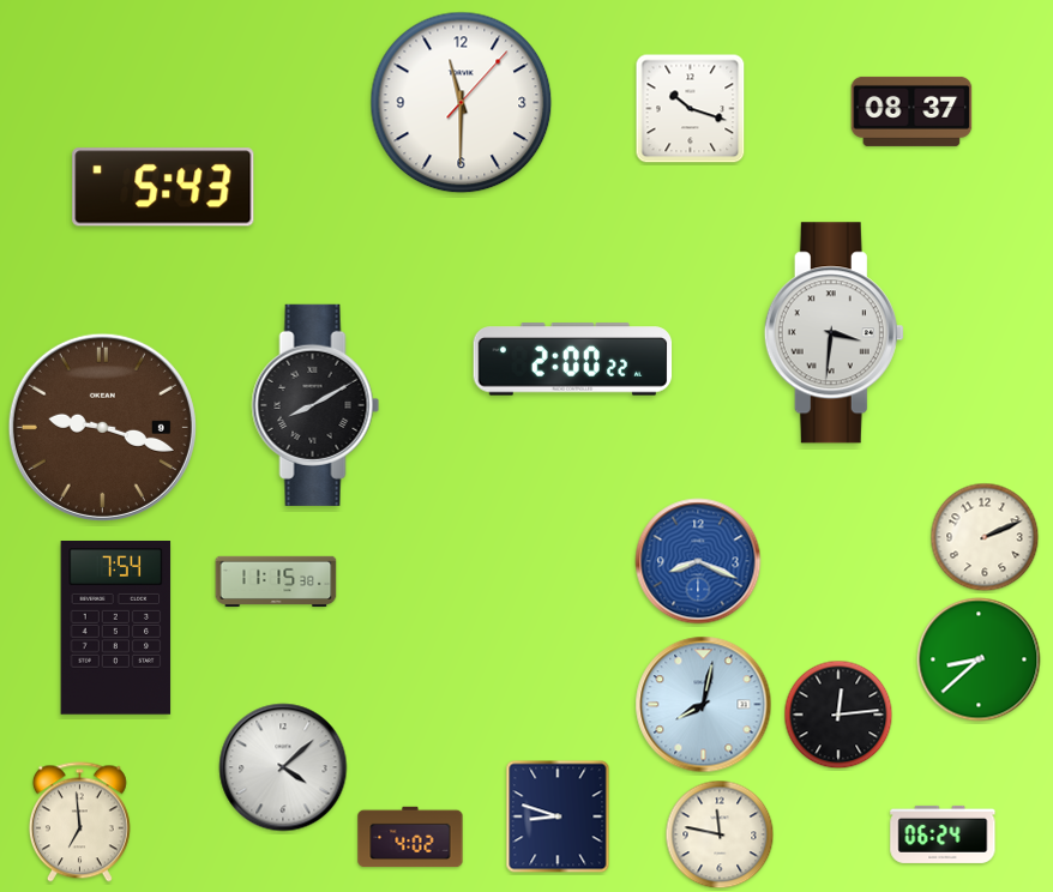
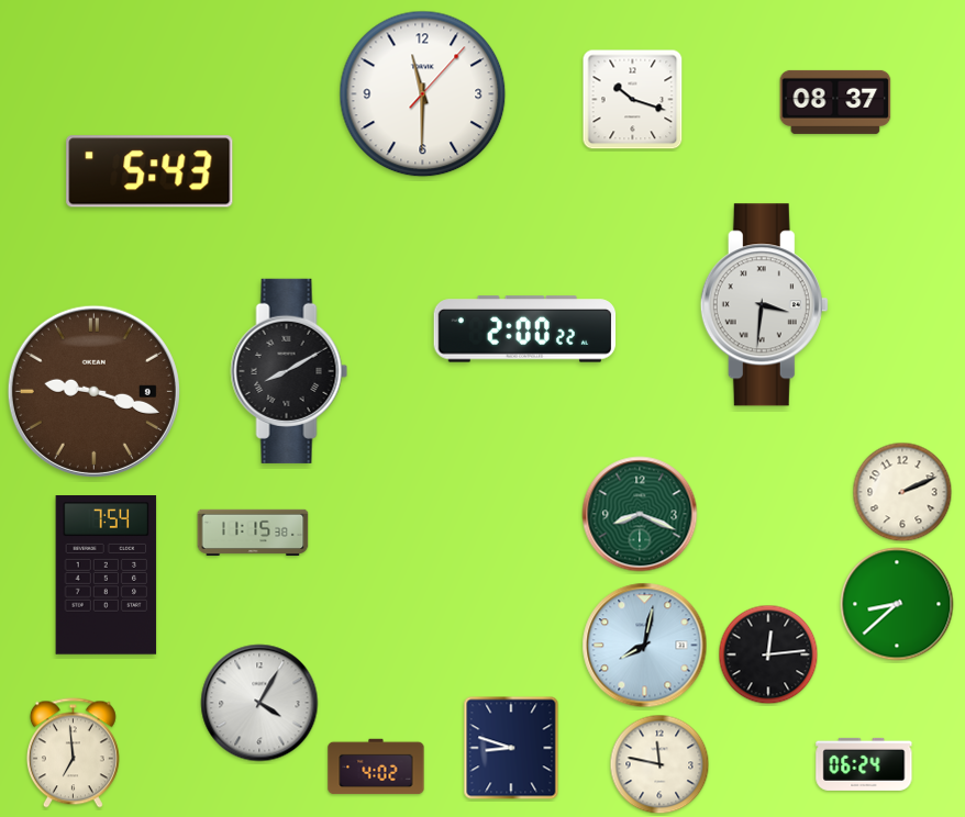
clock at (698, 561) dial: blue -> green
clock at (283, 767): 4:08 -> 4:05
